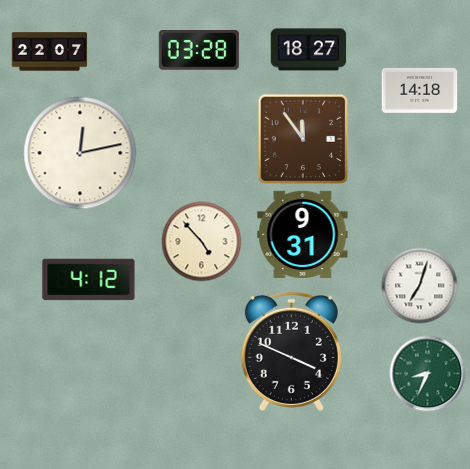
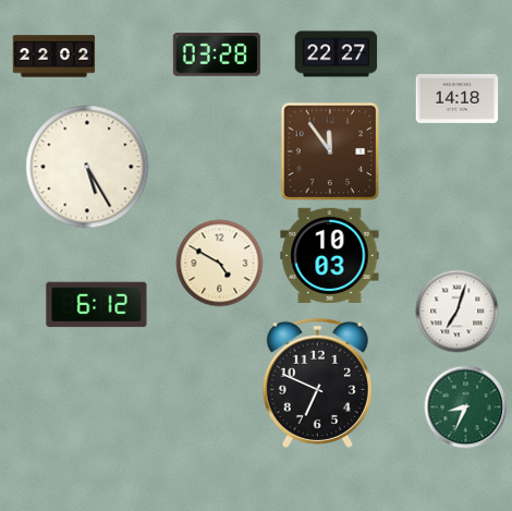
clock at (309, 50): 18:27 -> 22:27
clock at (50, 52): 22:07 -> 22:02
clock at (80, 153): 12:13 -> 5:25
clock at (303, 235): 9:31 -> 10:03
clock at (202, 242): 4:53 -> 4:50
clock at (89, 280): 4:12 -> 6:12
clock at (291, 351): 3:49 -> 6:49
